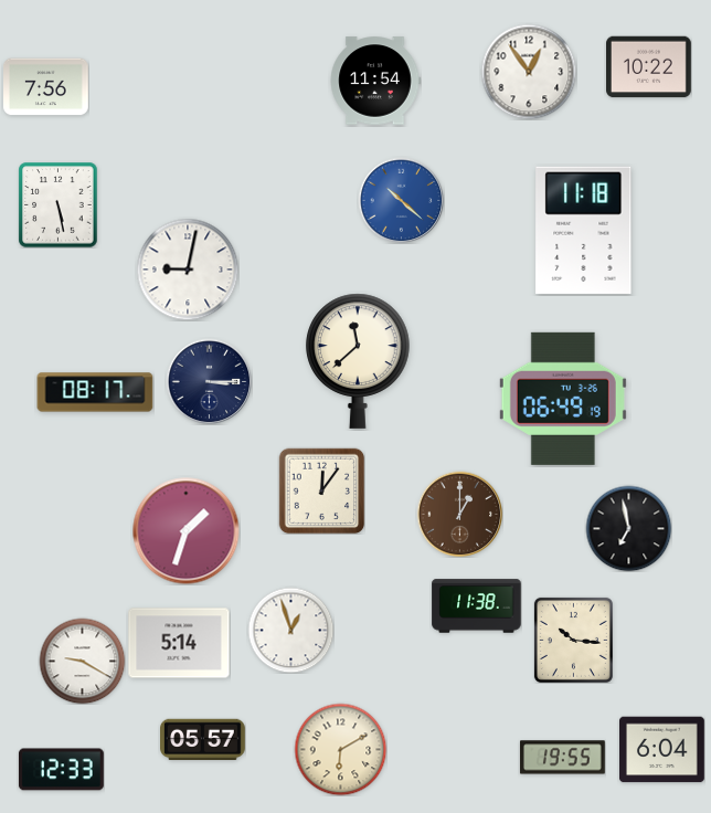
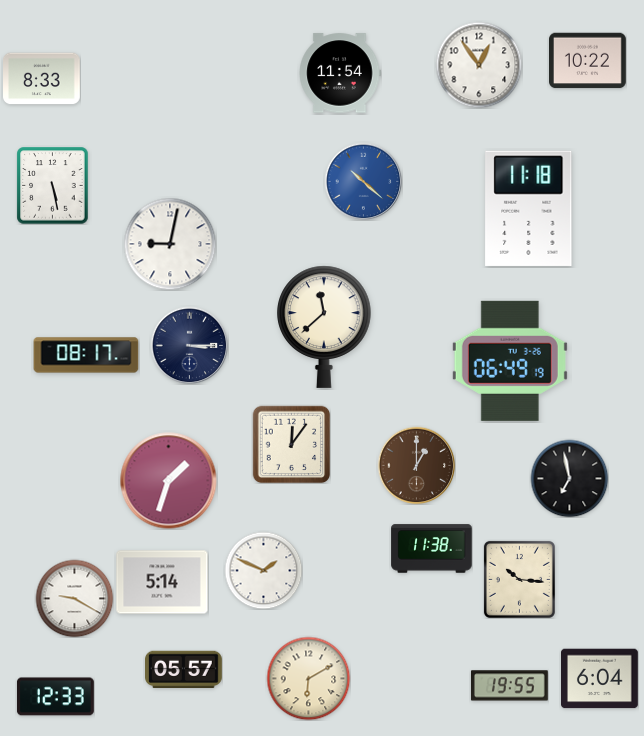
clock at (46, 87): 7:56 -> 8:33
clock at (290, 630): 12:57 -> 1:49
